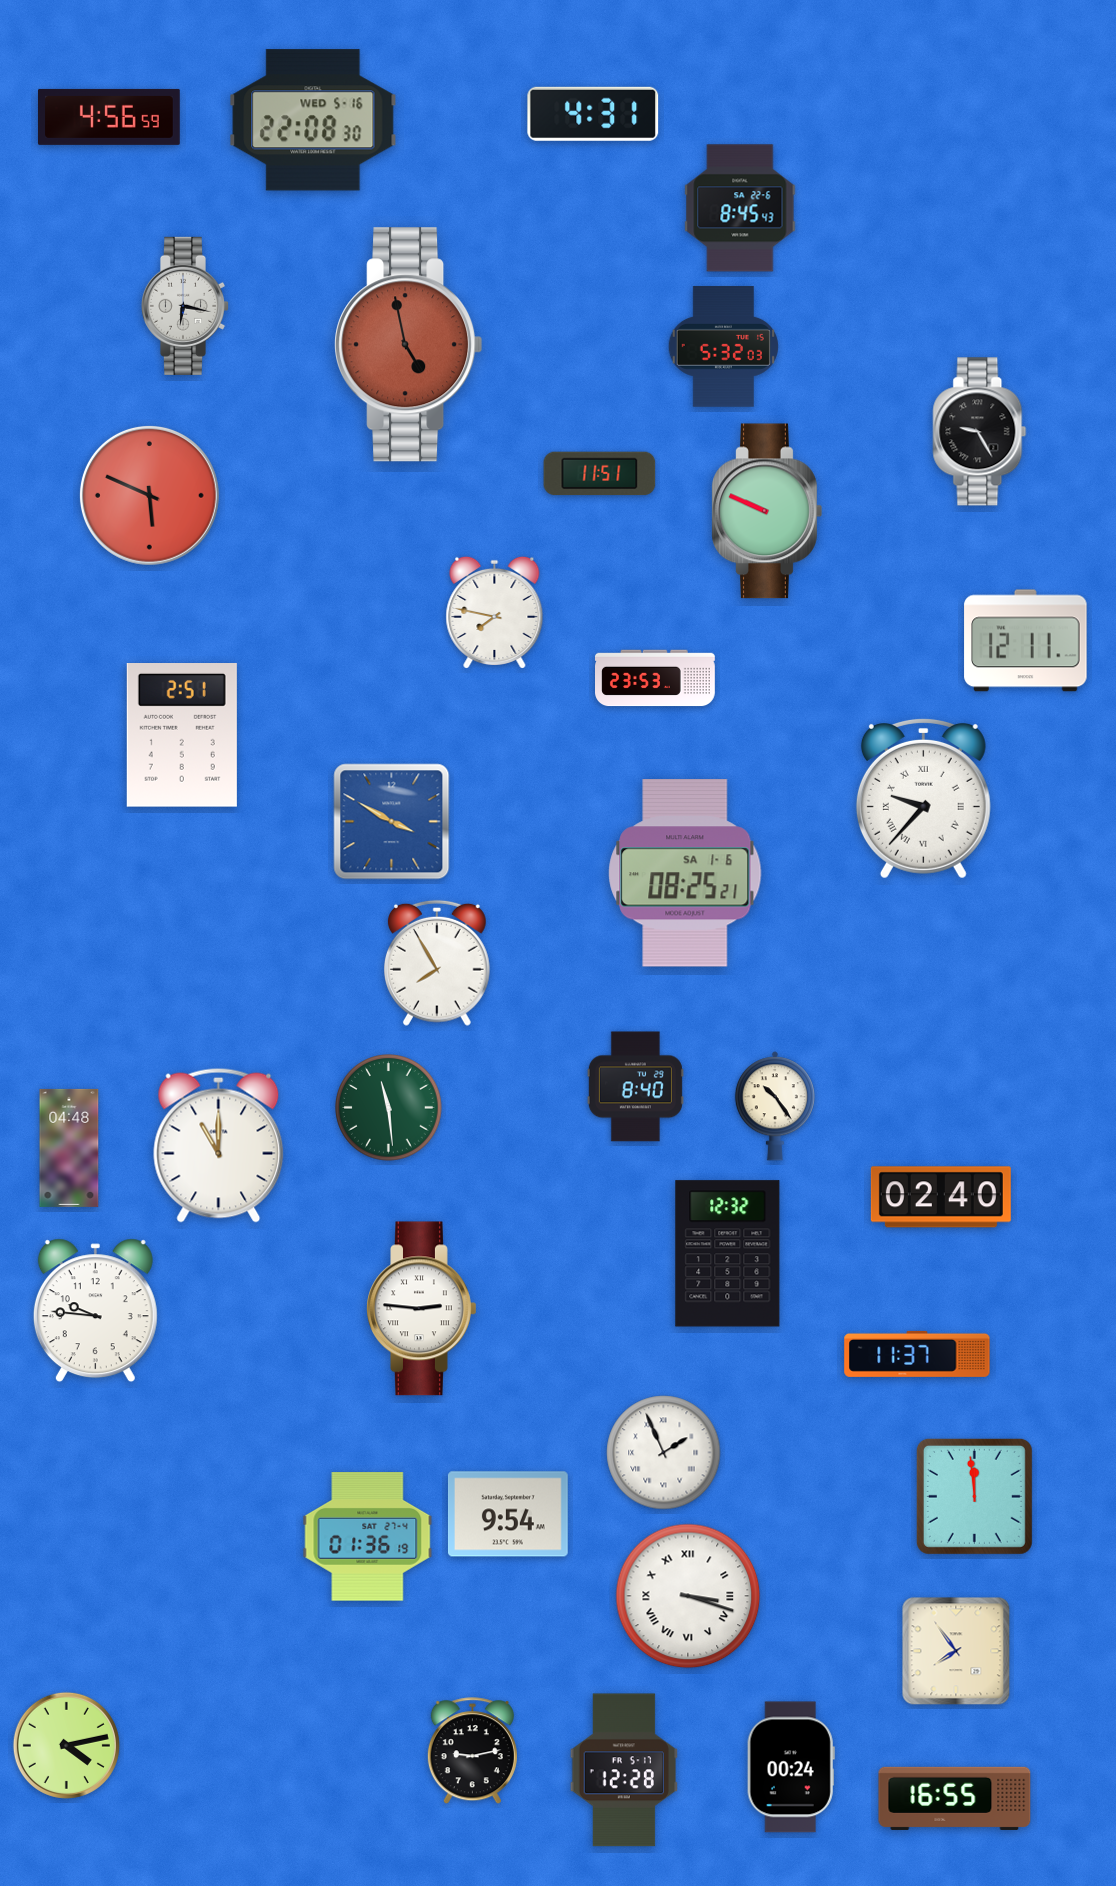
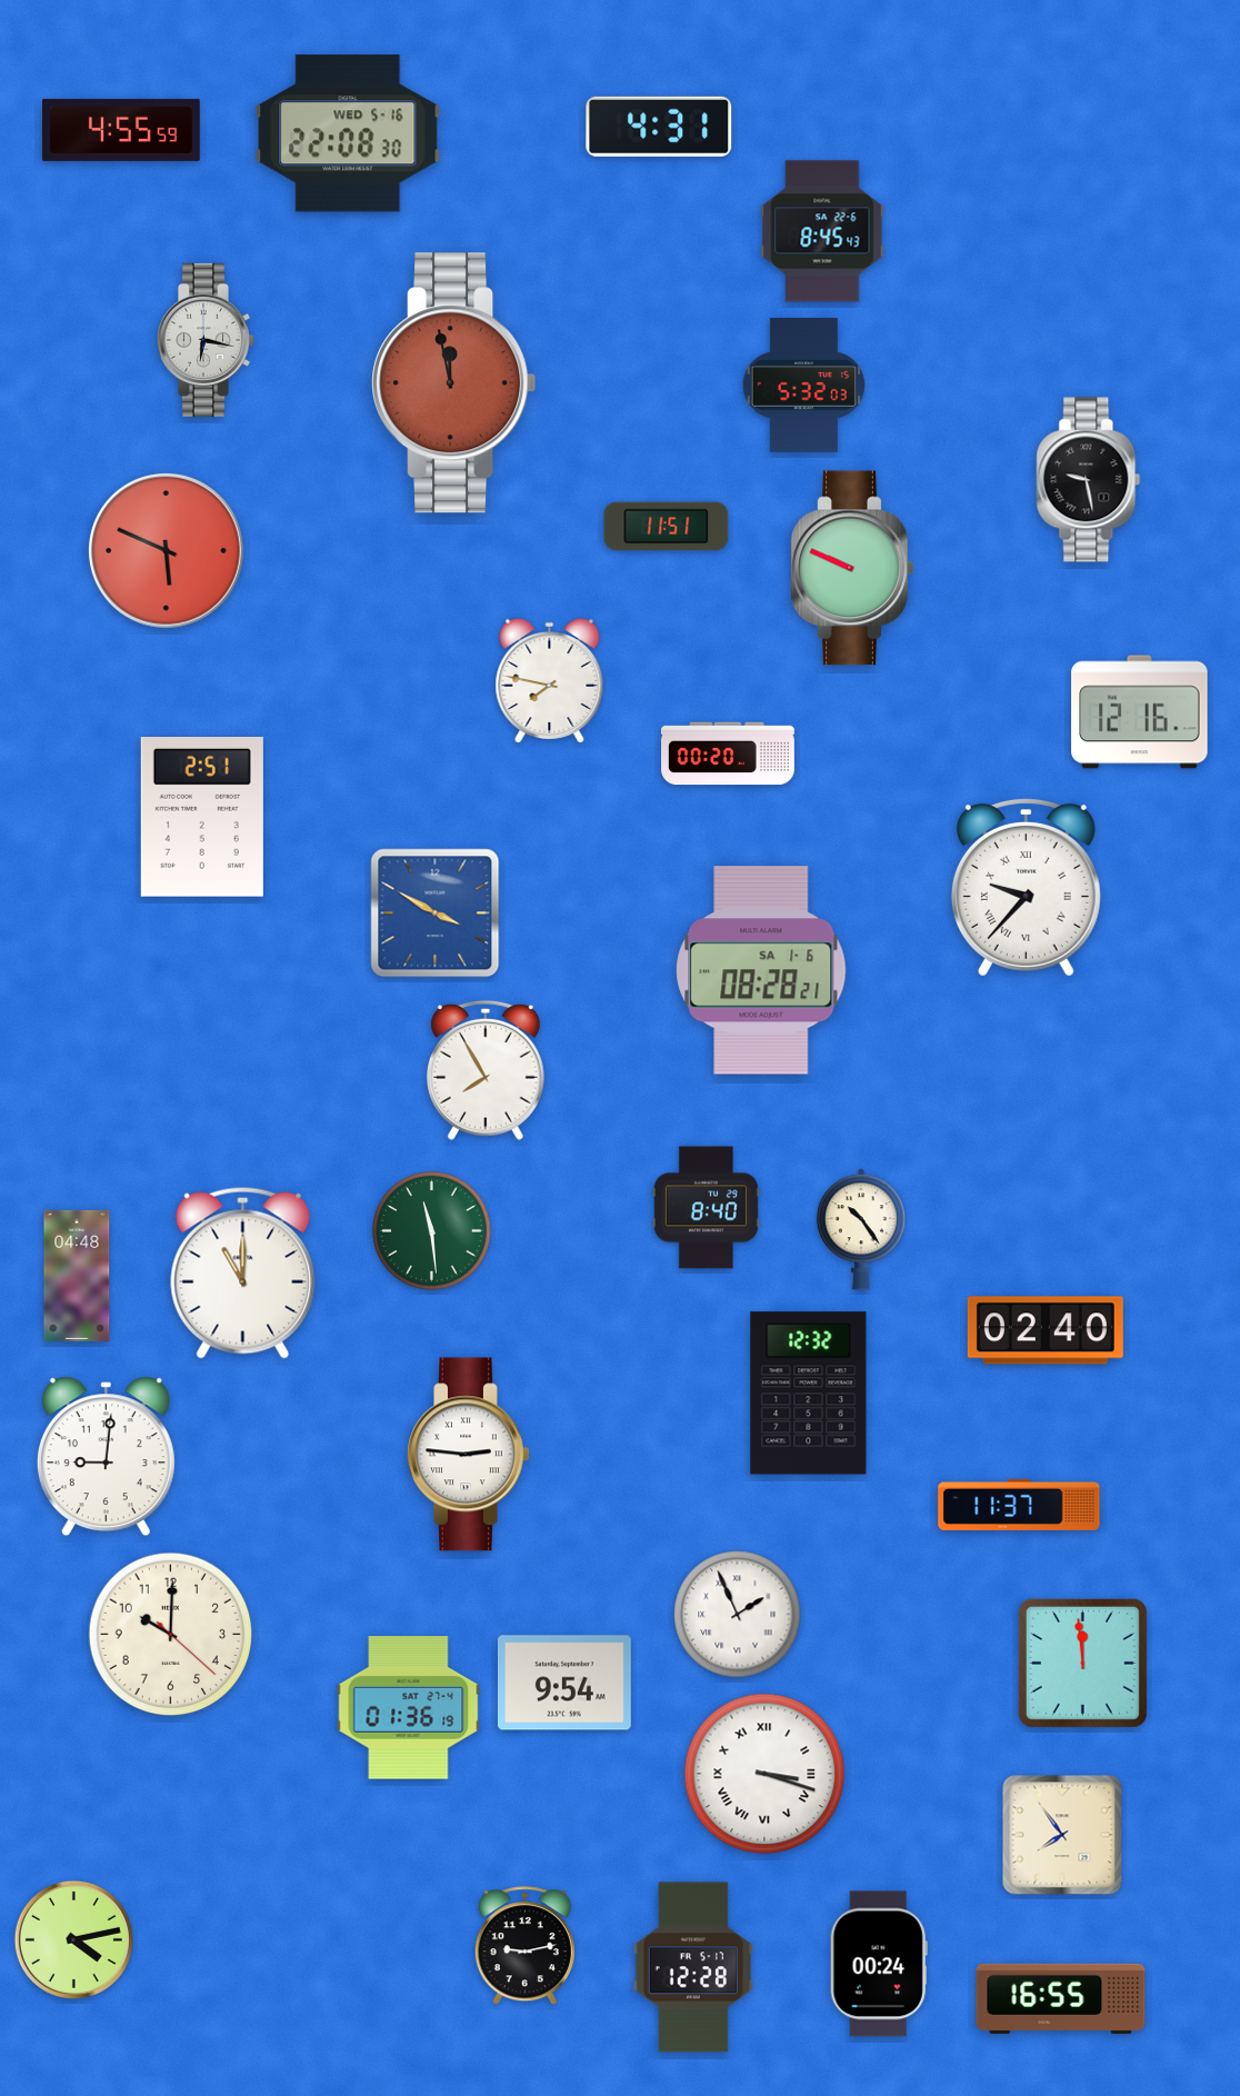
clock at (110, 117): 4:56 -> 4:55
clock at (409, 345): 4:58 -> 11:58
clock at (980, 432): 9:25 -> 9:28
clock at (1026, 641): 12:11 -> 12:16
clock at (656, 678): 23:53 -> 00:20
clock at (685, 873): 08:25 -> 08:28
clock at (95, 1311): 9:46 -> 9:01
clock at (171, 1635): none -> 10:00
